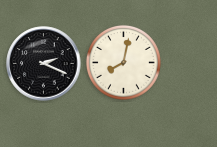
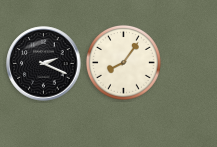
clock at (123, 62): 8:02 -> 8:06
